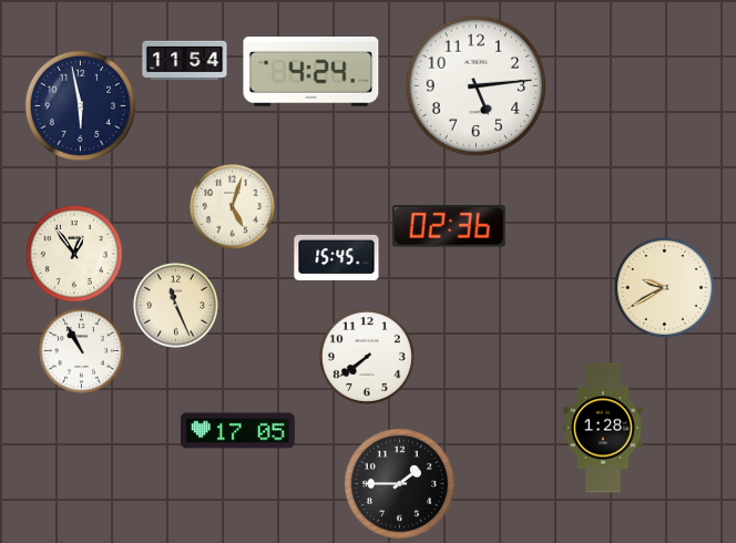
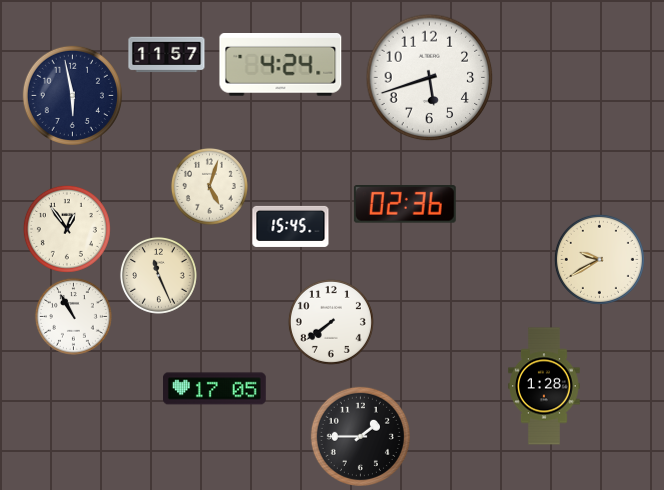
clock at (185, 61): 11:54 -> 11:57
clock at (477, 86): 5:14 -> 5:42
clock at (337, 257) position: (337, 257) -> (291, 226)
